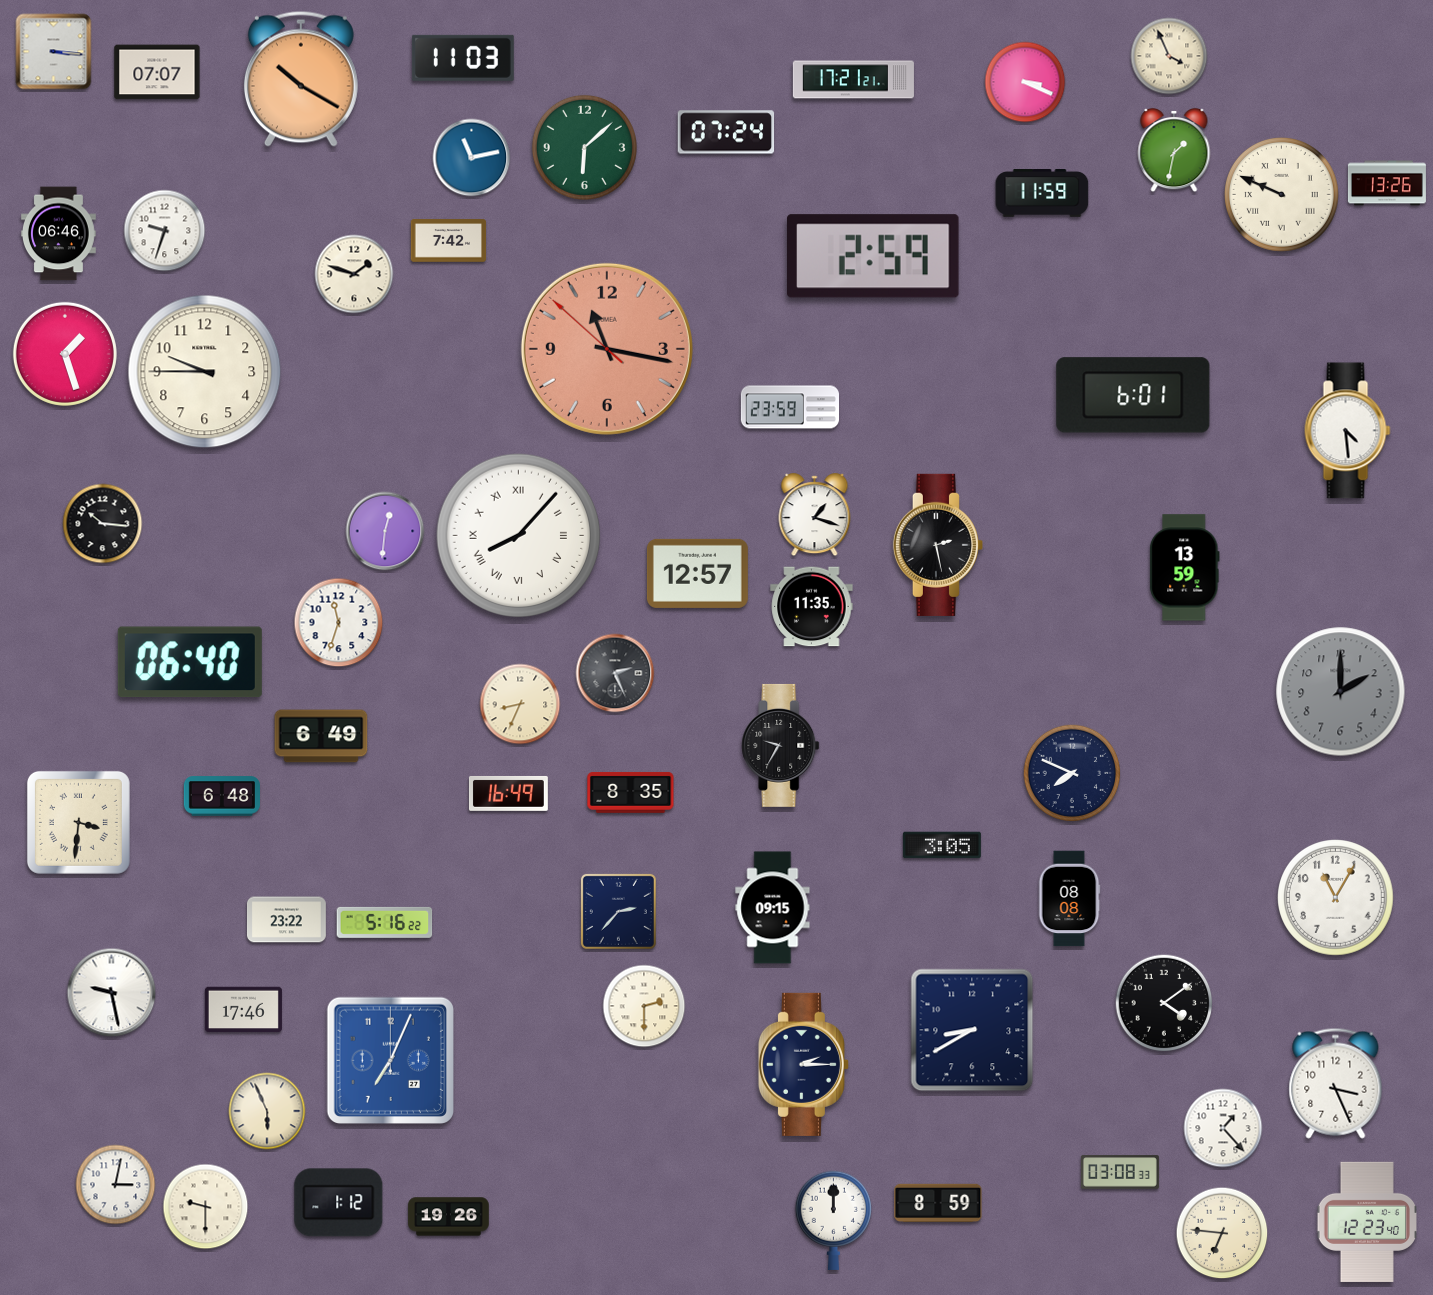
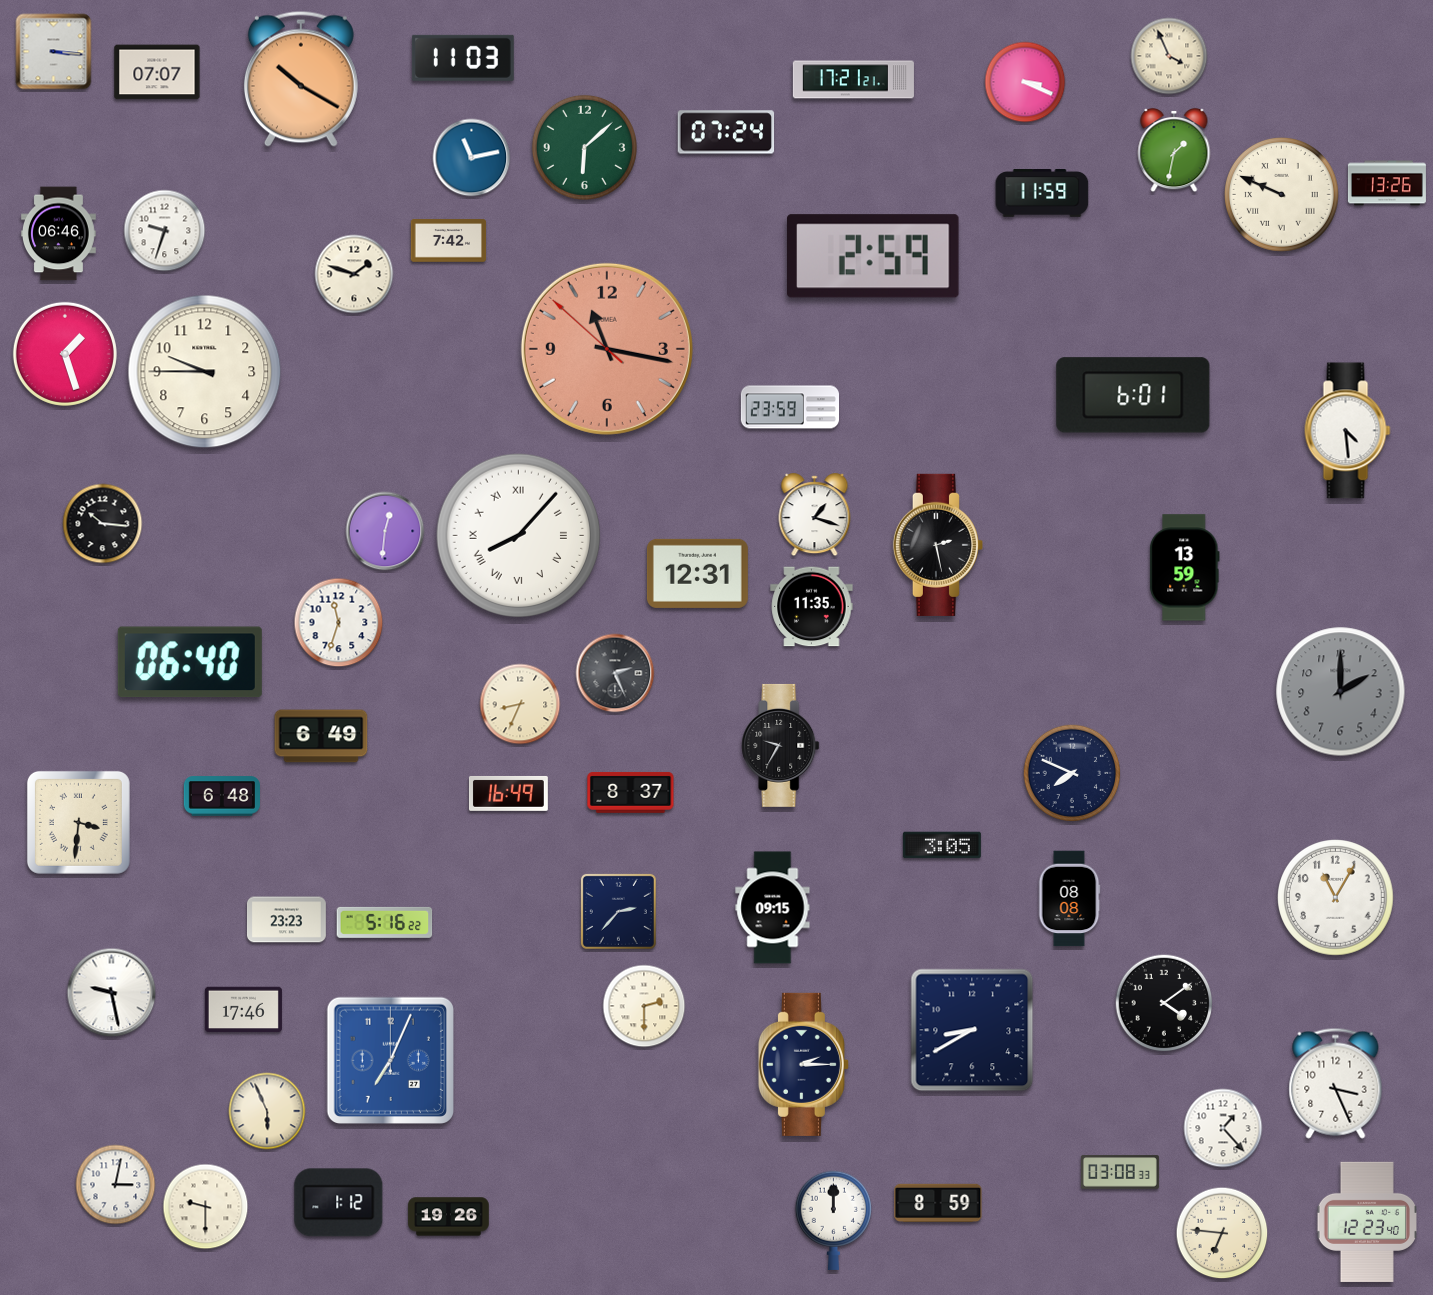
clock at (697, 573): 12:57 -> 12:31
clock at (631, 792): 8:35 -> 8:37
clock at (286, 920): 23:22 -> 23:23
